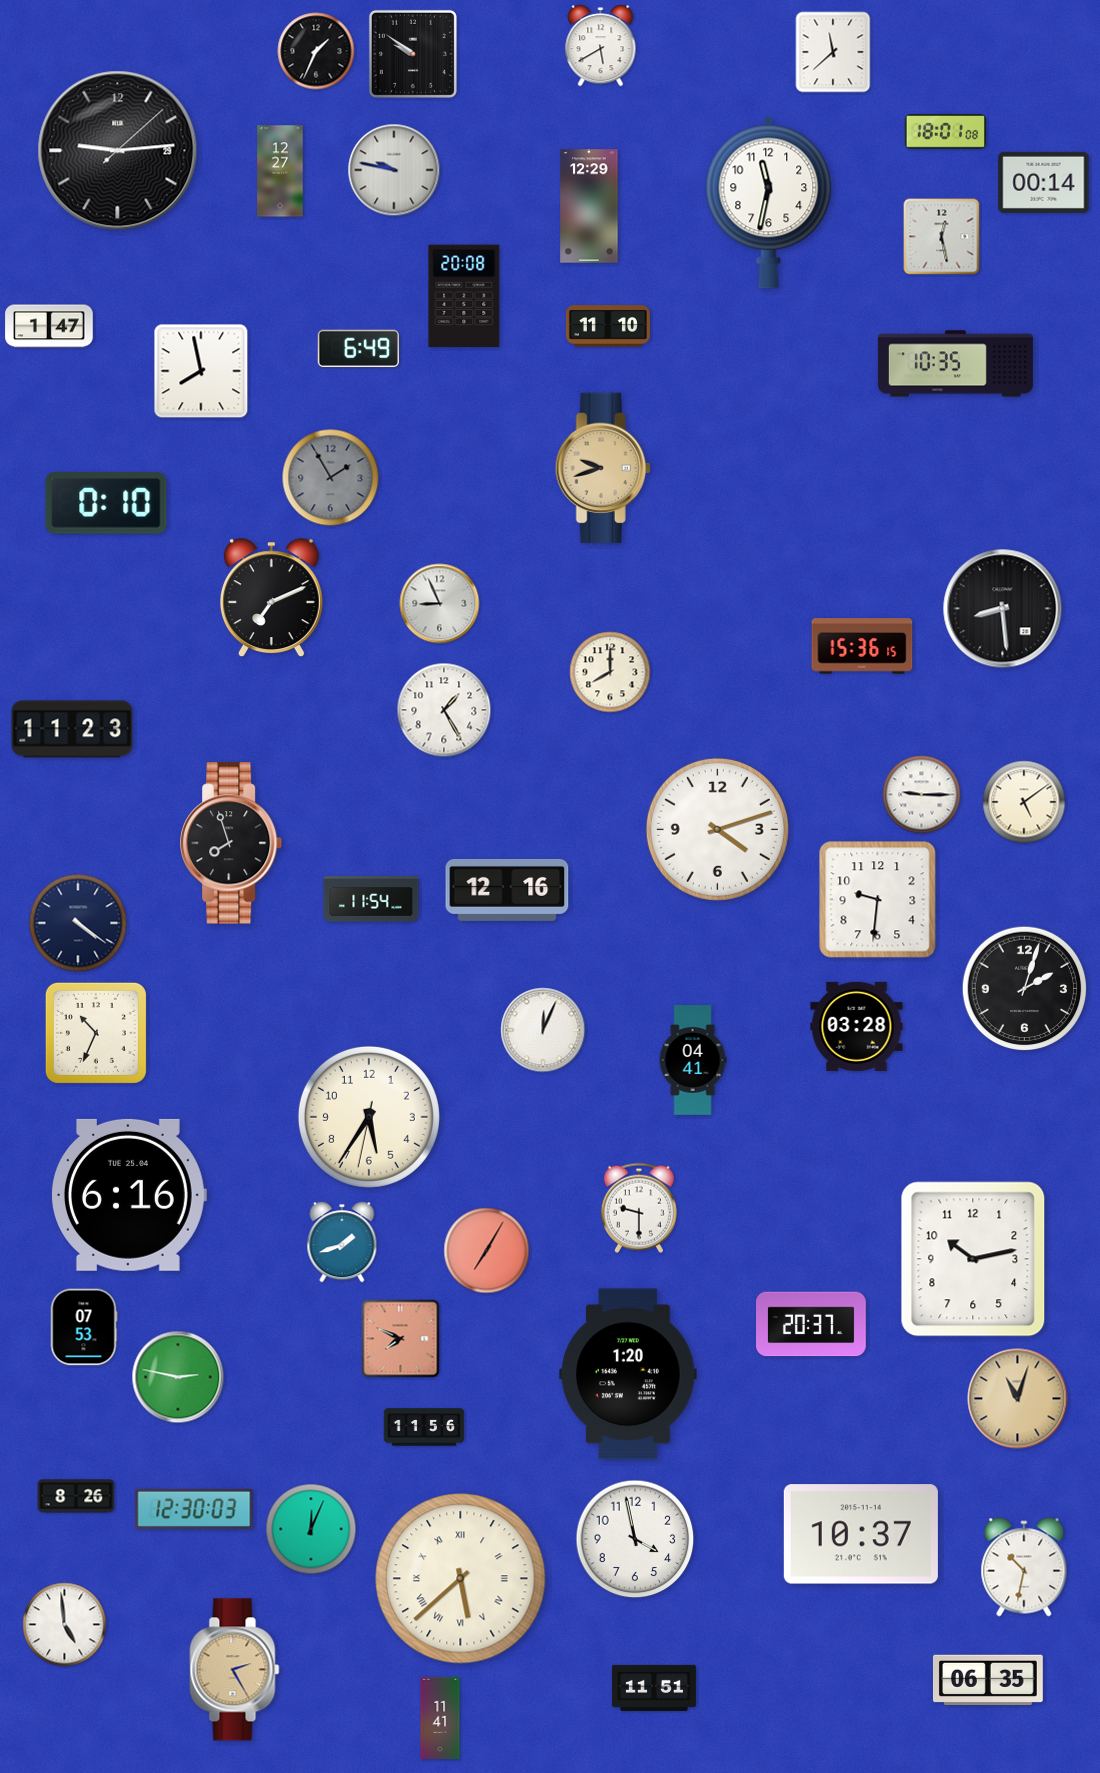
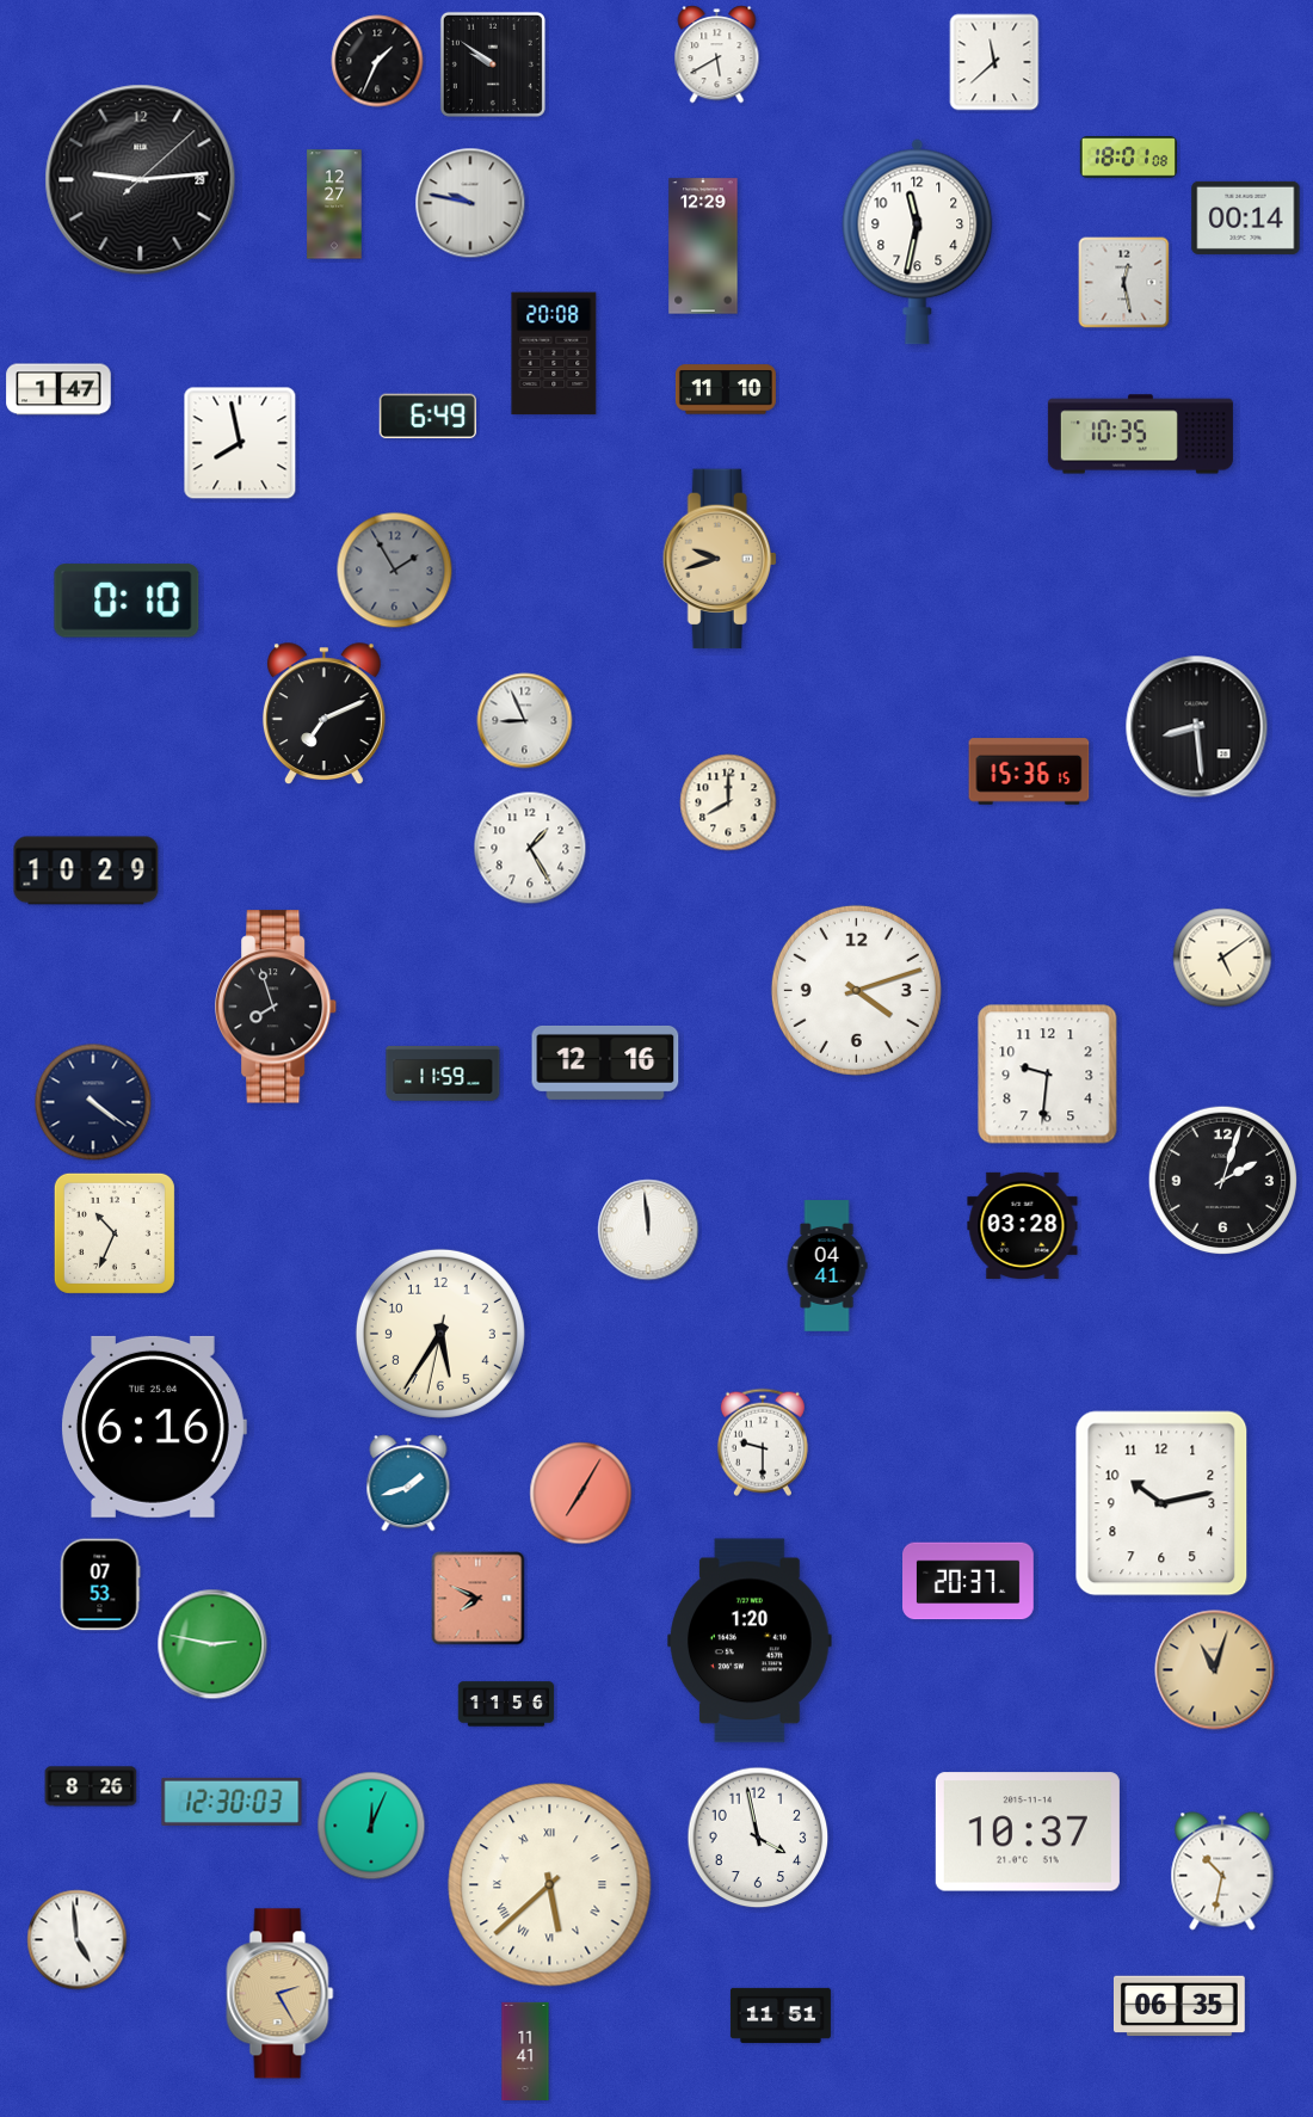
clock at (72, 729): 11:23 -> 10:29
clock at (922, 795): 9:15 -> none
clock at (371, 900): 11:54 -> 11:59
clock at (543, 1030): 12:04 -> 11:59
